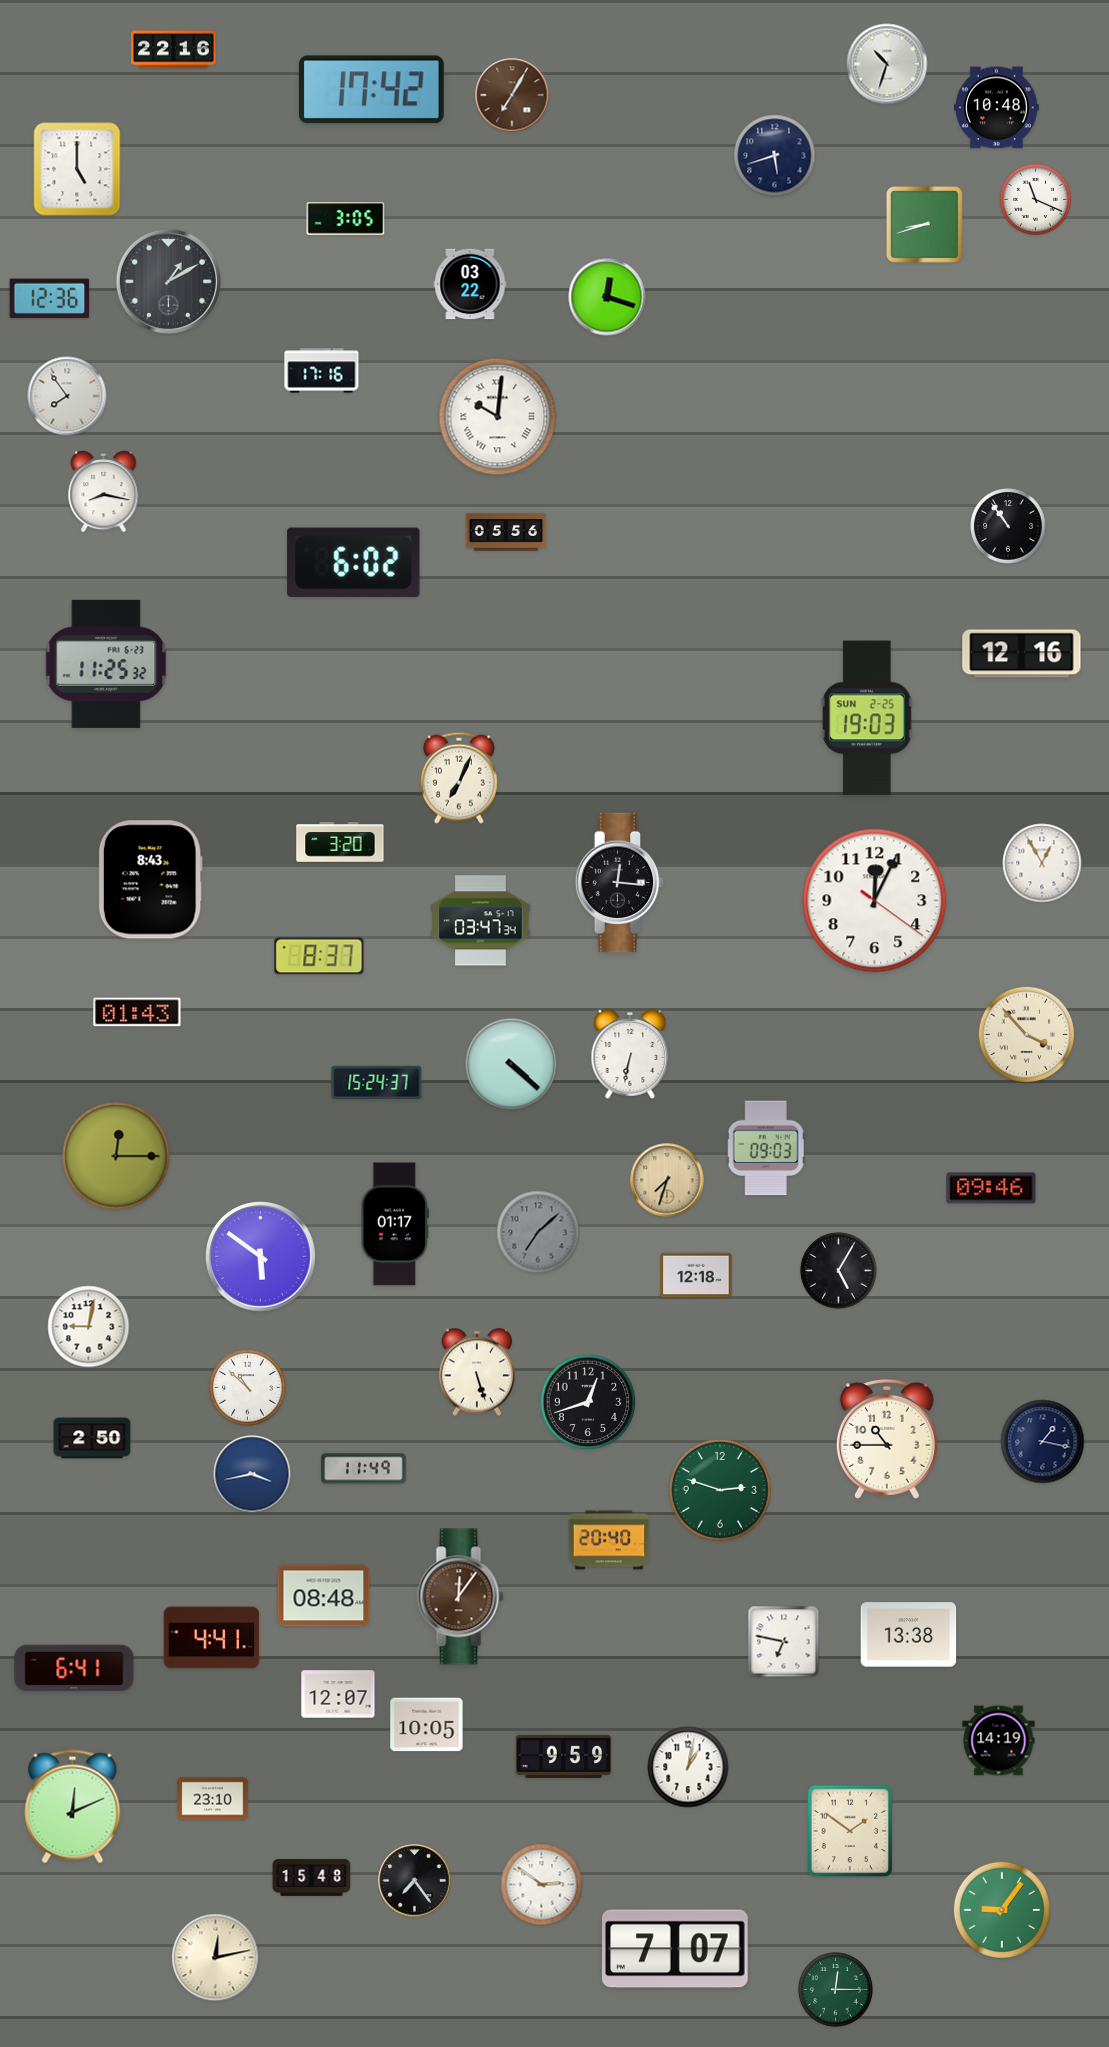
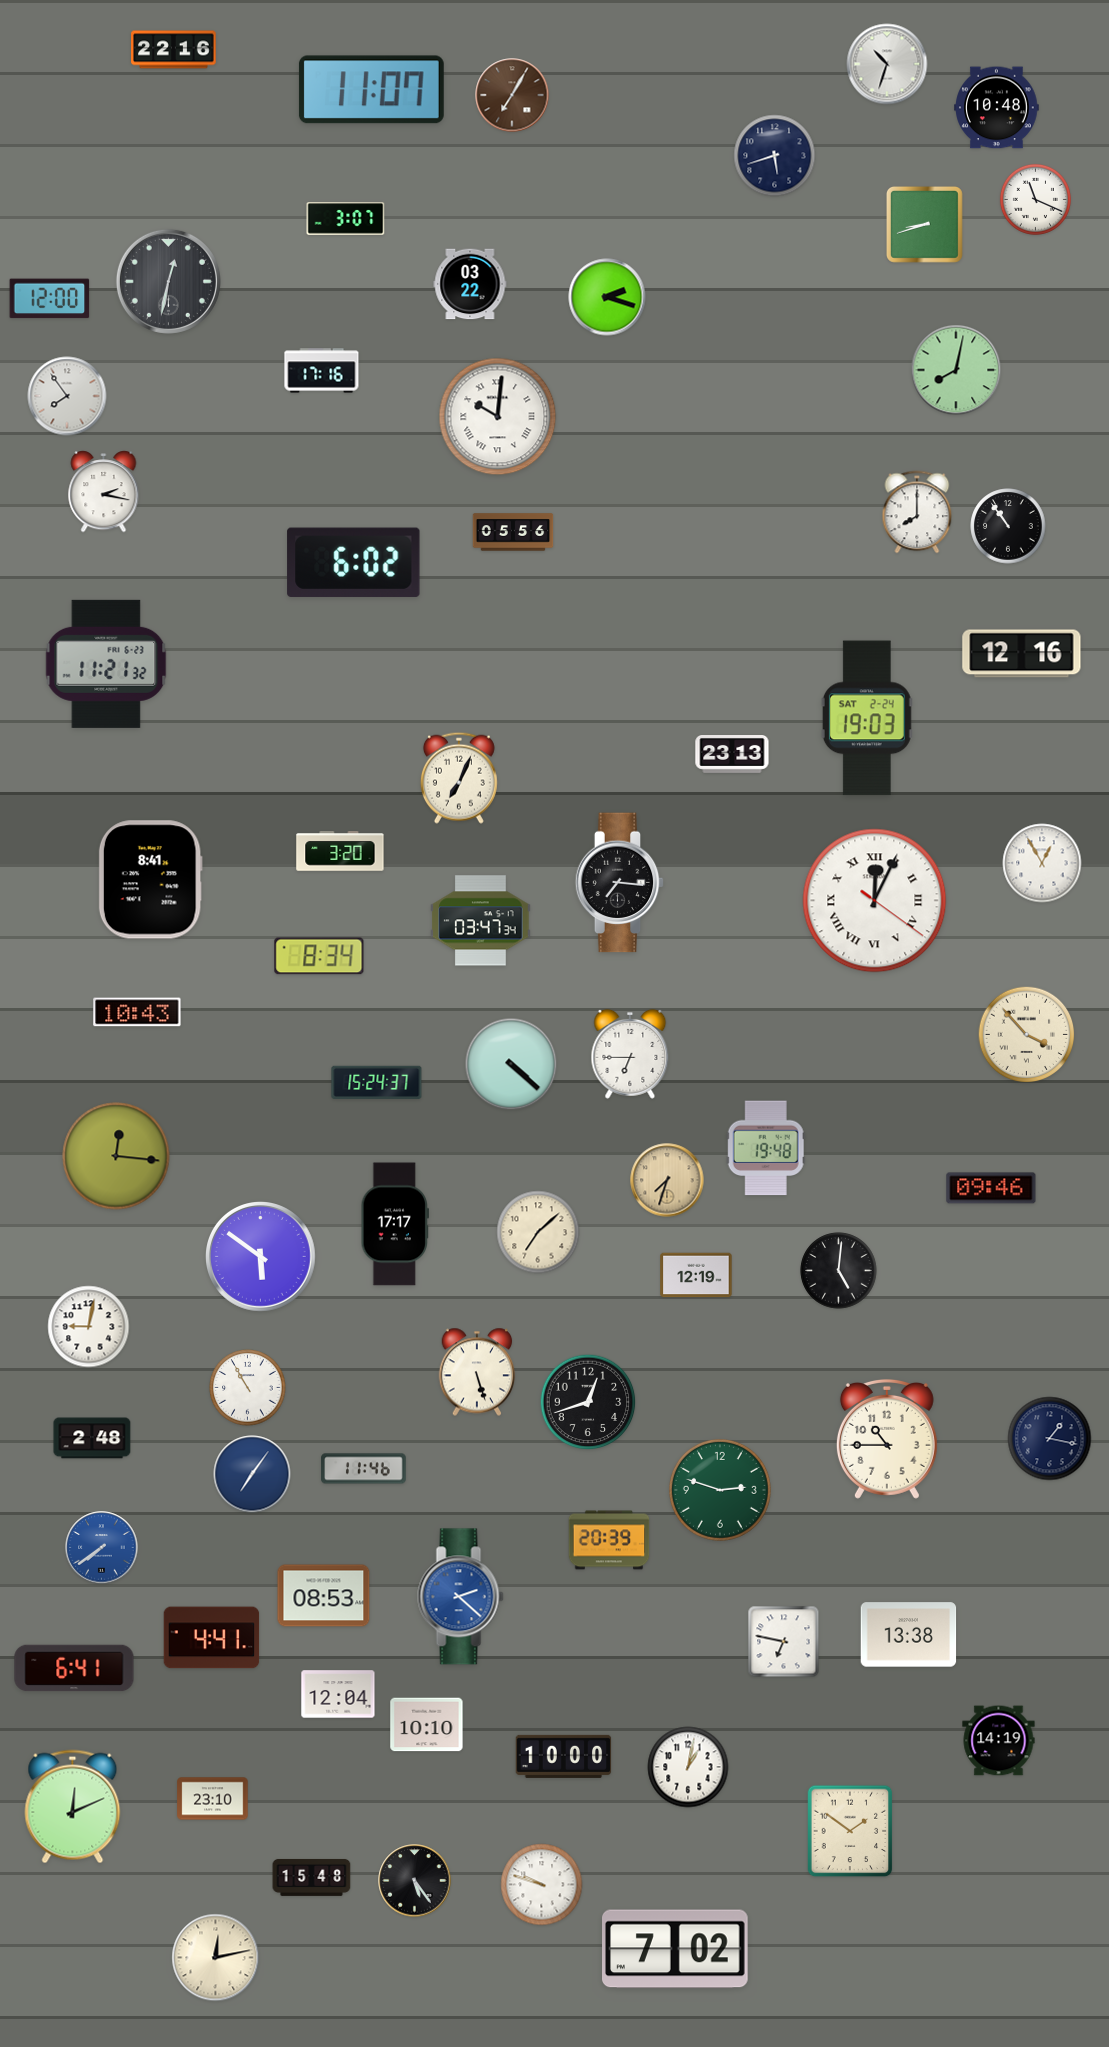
clock at (371, 90): 17:42 -> 11:07
clock at (77, 169): 5:00 -> none
clock at (346, 219): 3:05 -> 3:07
clock at (168, 281): 1:10 -> 12:32
clock at (607, 297): 12:18 -> 2:18
clock at (50, 299): 12:36 -> 12:00
clock at (956, 370): none -> 8:02
clock at (104, 492): 8:17 -> 2:17
clock at (917, 512): none -> 8:00
clock at (506, 532) position: (506, 532) -> (513, 532)
clock at (106, 664): 11:25 -> 11:21
clock at (867, 718) date: SUN 2-25 -> SAT 2-24
clock at (732, 755): none -> 23:13
clock at (340, 842) position: (340, 842) -> (340, 851)
clock at (150, 880): 8:43 -> 8:41
clock at (620, 883): 12:16 -> 7:16
clock at (875, 901) numerals: Arabic -> Roman
clock at (319, 956): 8:37 -> 8:34
clock at (137, 1012): 01:43 -> 10:43
clock at (630, 1054): 6:32 -> 6:45
clock at (766, 1148): 09:03 -> 19:48
clock at (116, 1156): 12:15 -> 12:16
clock at (394, 1224): 01:17 -> 17:17
clock at (538, 1232) dial: grey -> cream
clock at (839, 1271): 5:05 -> 5:01
clock at (696, 1275): 12:18 -> 12:19
clock at (248, 1388): 10:52 -> 10:55
clock at (92, 1438): 2:50 -> 2:48
clock at (1043, 1442) position: (1043, 1442) -> (1050, 1439)
clock at (364, 1469): 11:49 -> 11:46
clock at (252, 1474): 3:43 -> 7:06
clock at (609, 1540): 20:40 -> 20:39
clock at (102, 1548): none -> 7:39
clock at (324, 1596): 08:48 -> 08:53
clock at (461, 1597): 12:06 -> 2:22
clock at (461, 1597) dial: brown -> blue
clock at (338, 1694): 12:07 -> 12:04
clock at (427, 1725): 10:05 -> 10:10
clock at (564, 1756): 9:59 -> 10:00
clock at (415, 1881): 7:24 -> 5:24
clock at (542, 1885): 2:51 -> 9:48
clock at (1001, 1909): 9:06 -> none
clock at (676, 1949): 7:07 -> 7:02
clock at (836, 1990): 12:15 -> none
